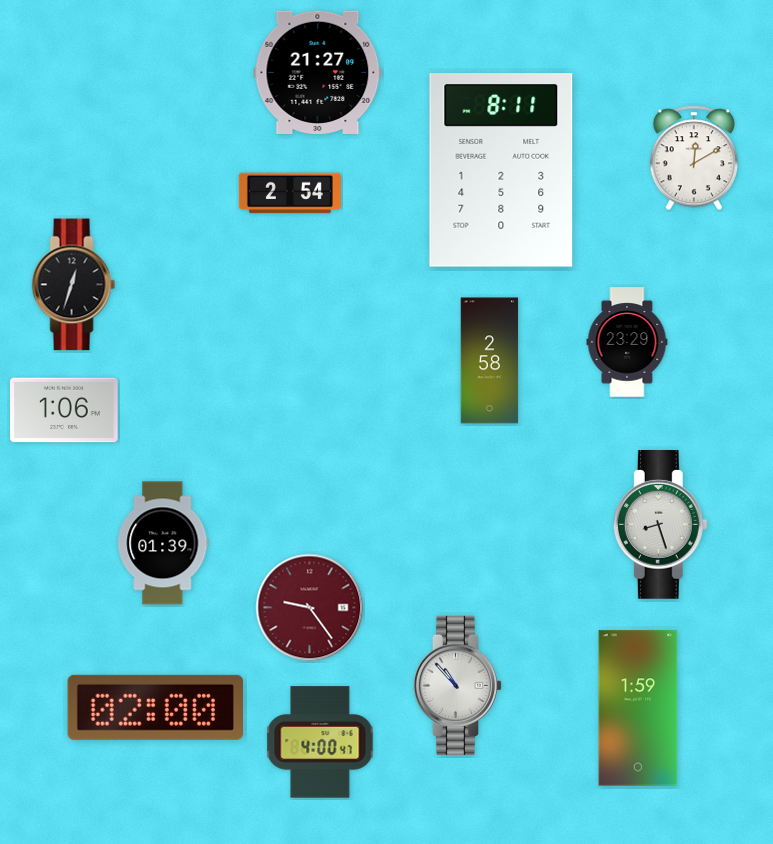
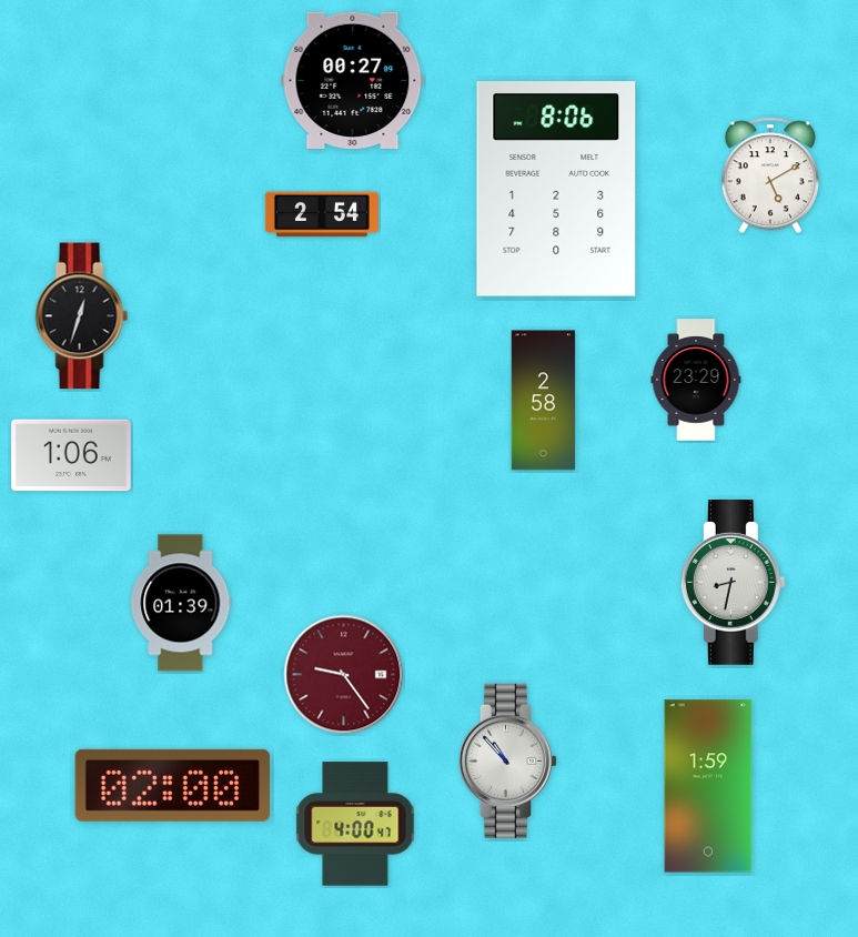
clock at (318, 72): 21:27 -> 00:27
clock at (694, 158): 12:10 -> 5:10
clock at (501, 170): 8:11 -> 8:06
clock at (660, 525): 8:27 -> 8:32
